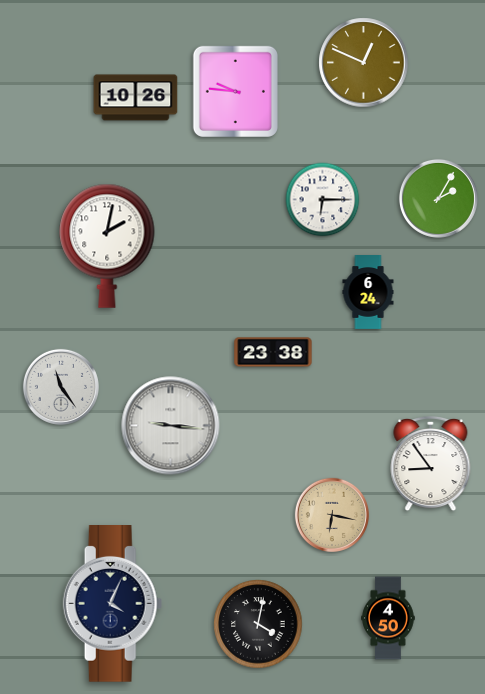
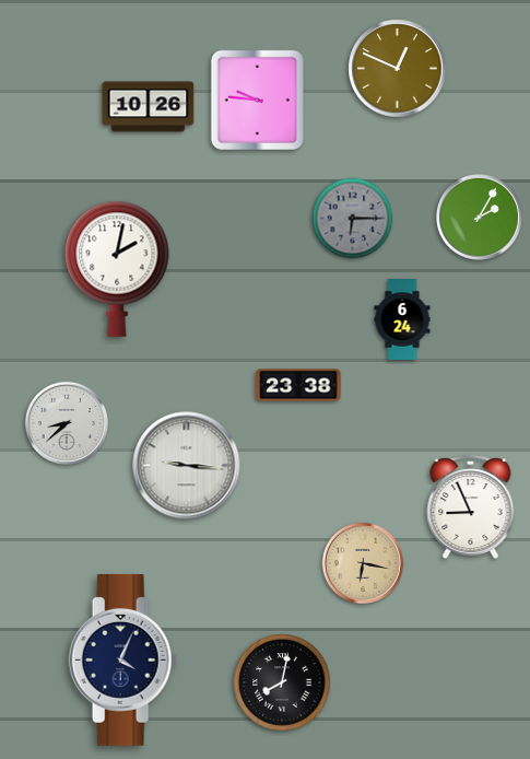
clock at (323, 200) dial: white -> grey
clock at (61, 387): 11:24 -> 8:38
clock at (431, 464): 8:54 -> 8:56
clock at (388, 618): 4:50 -> none
clock at (258, 624): 4:02 -> 8:02
